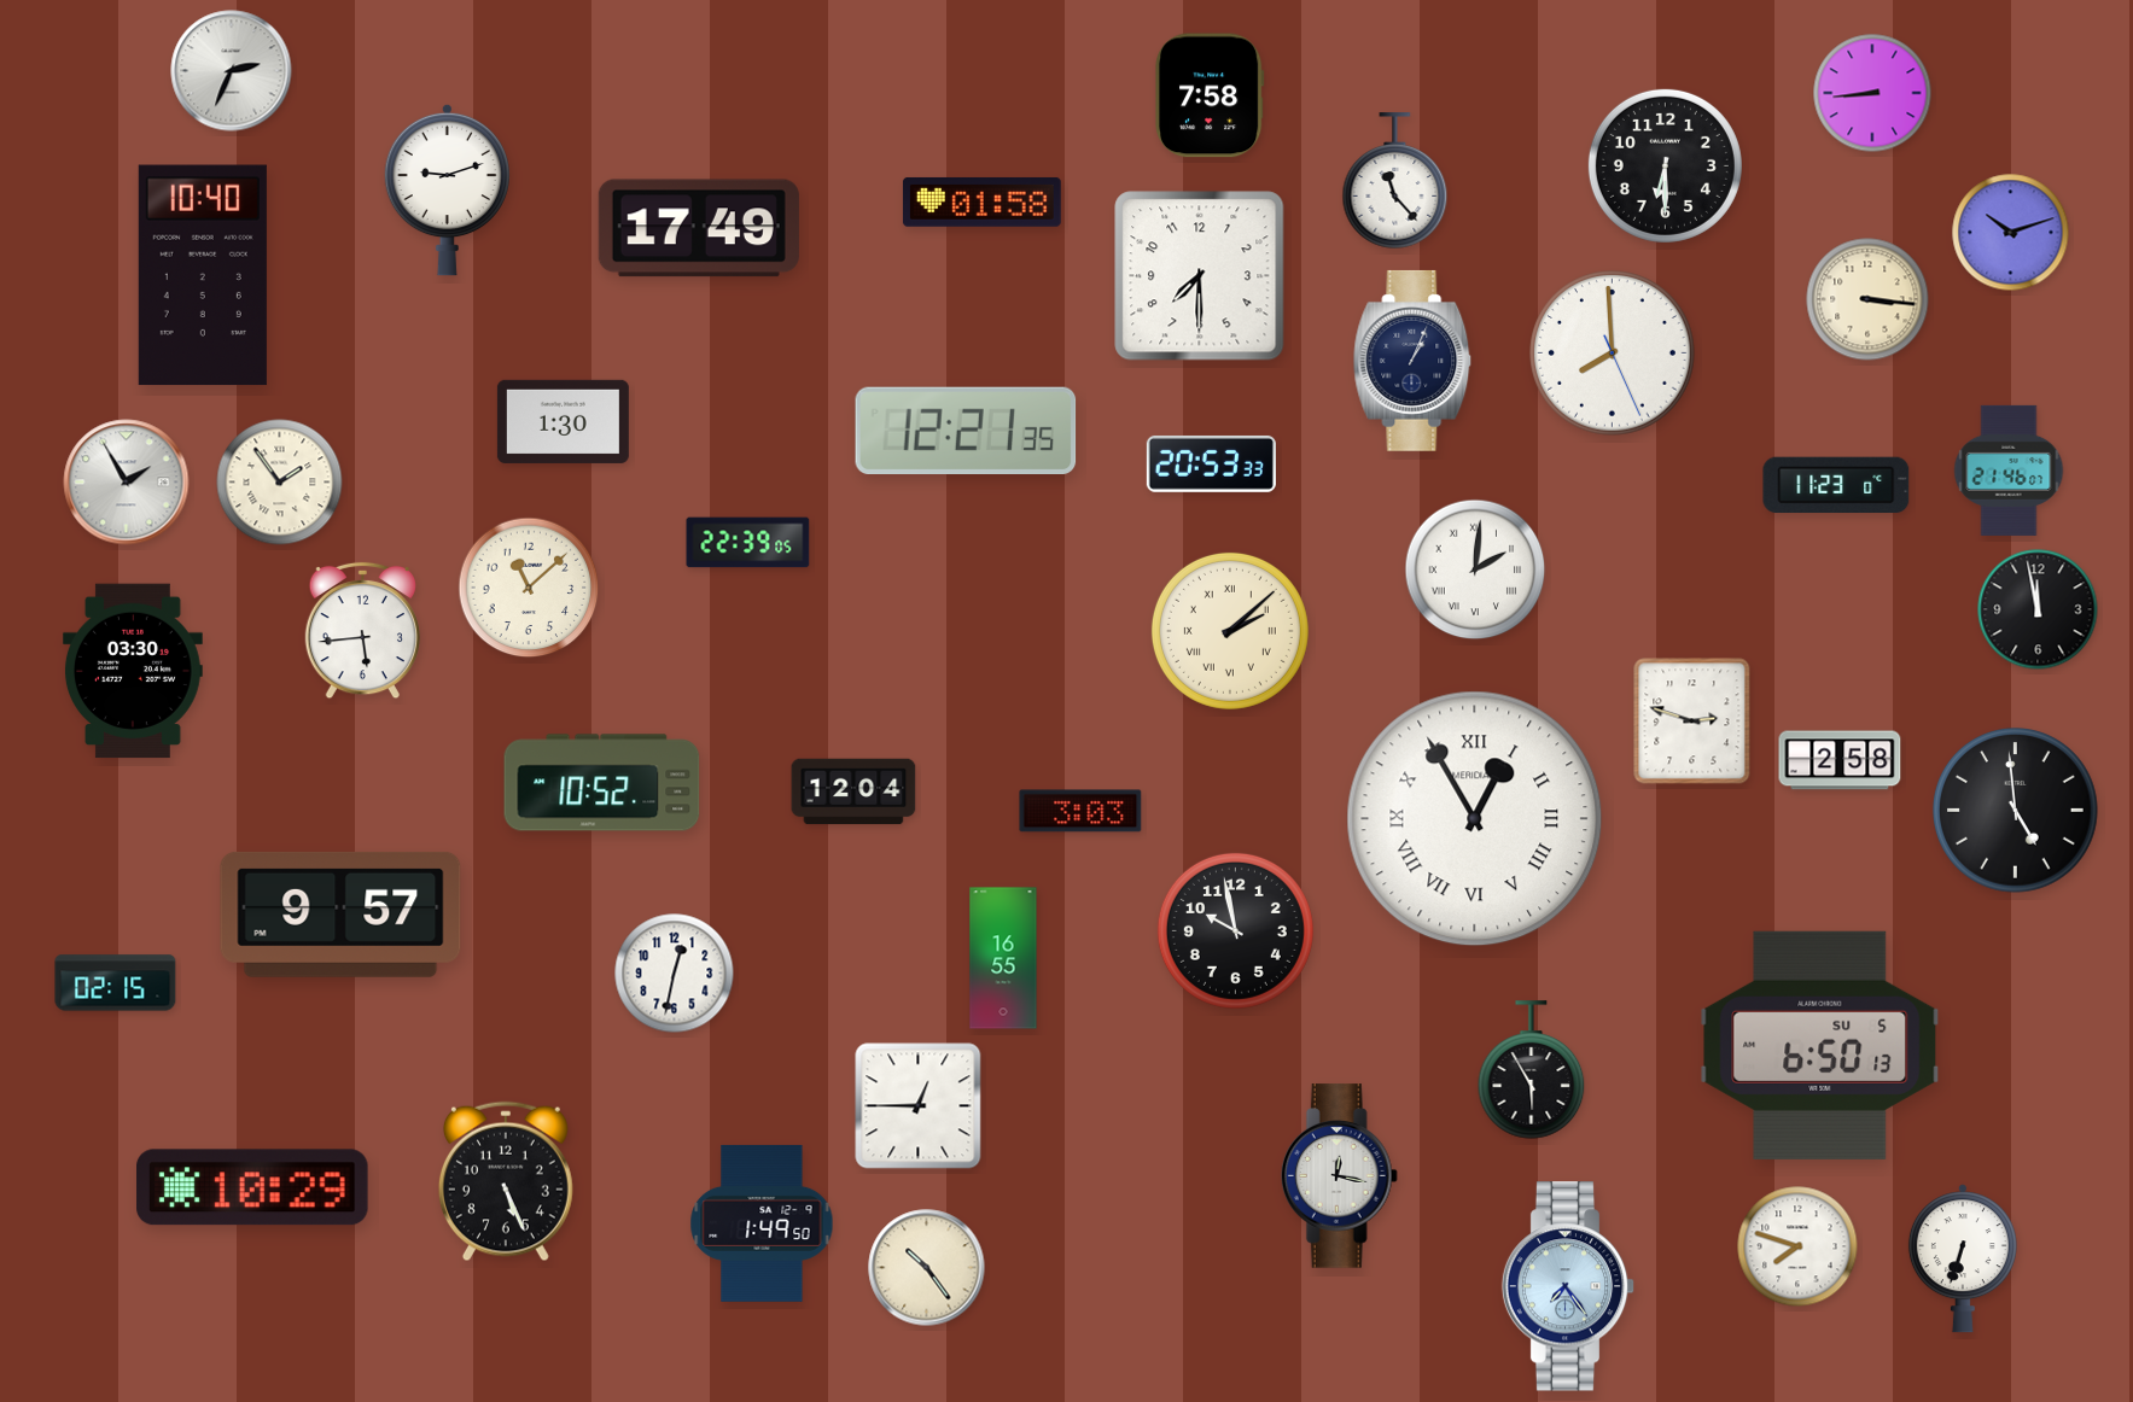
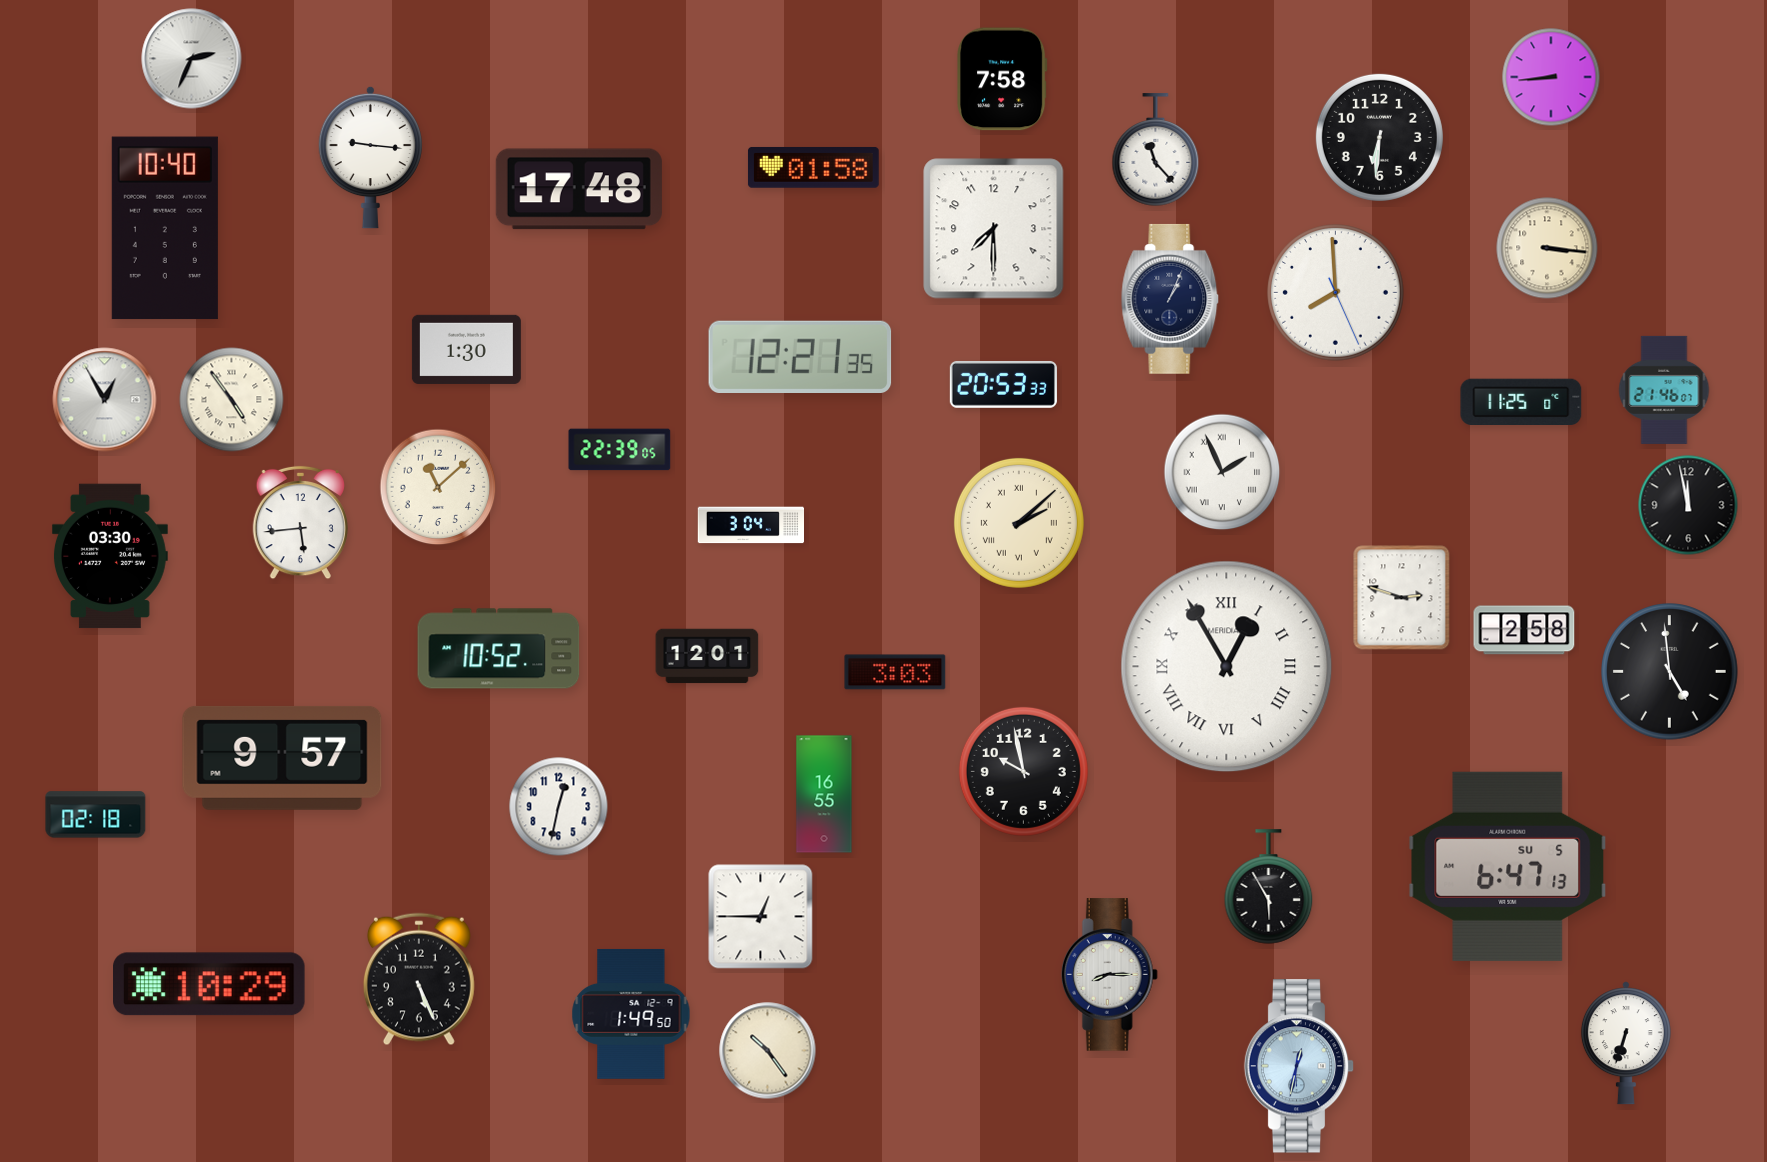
clock at (1665, 165): 6:30 -> 6:31
clock at (447, 189): 9:12 -> 9:16
clock at (699, 228): 17:49 -> 17:48
clock at (2011, 233): 10:12 -> none
clock at (203, 275) position: (203, 275) -> (165, 228)
clock at (127, 483): 1:55 -> 12:55
clock at (280, 483): 1:54 -> 4:54
clock at (1836, 485): 11:23 -> 11:25
clock at (1475, 569): 2:01 -> 1:56
clock at (751, 525): none -> 3:04
clock at (853, 791): 12:04 -> 12:01
clock at (1475, 819) position: (1475, 819) -> (1227, 667)
clock at (1003, 958) position: (1003, 958) -> (824, 794)
clock at (116, 983): 02:15 -> 02:18
clock at (1820, 1045): 6:50 -> 6:47
clock at (1339, 1176): 12:17 -> 8:15
clock at (1797, 1246): 7:48 -> none
clock at (1568, 1286): 7:24 -> 12:32
